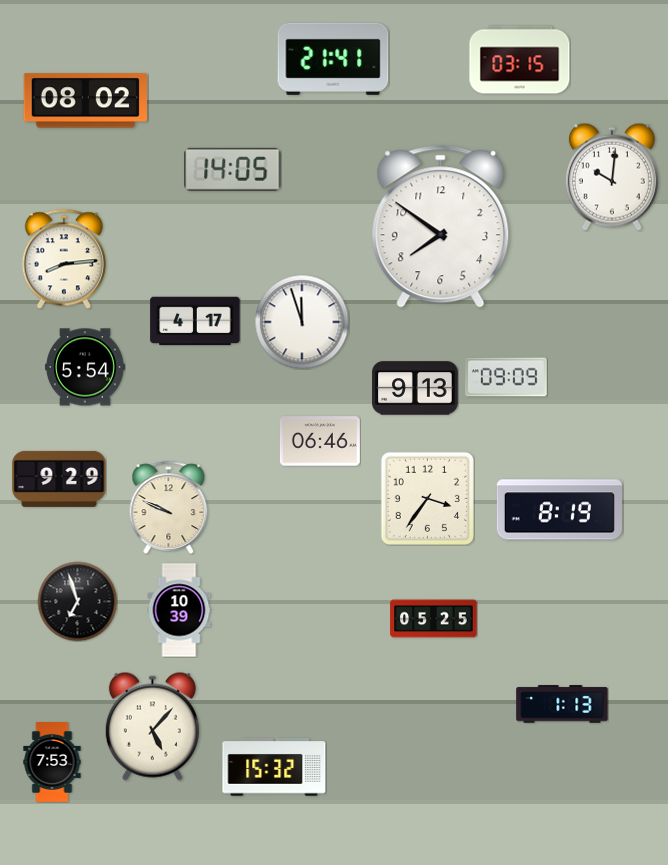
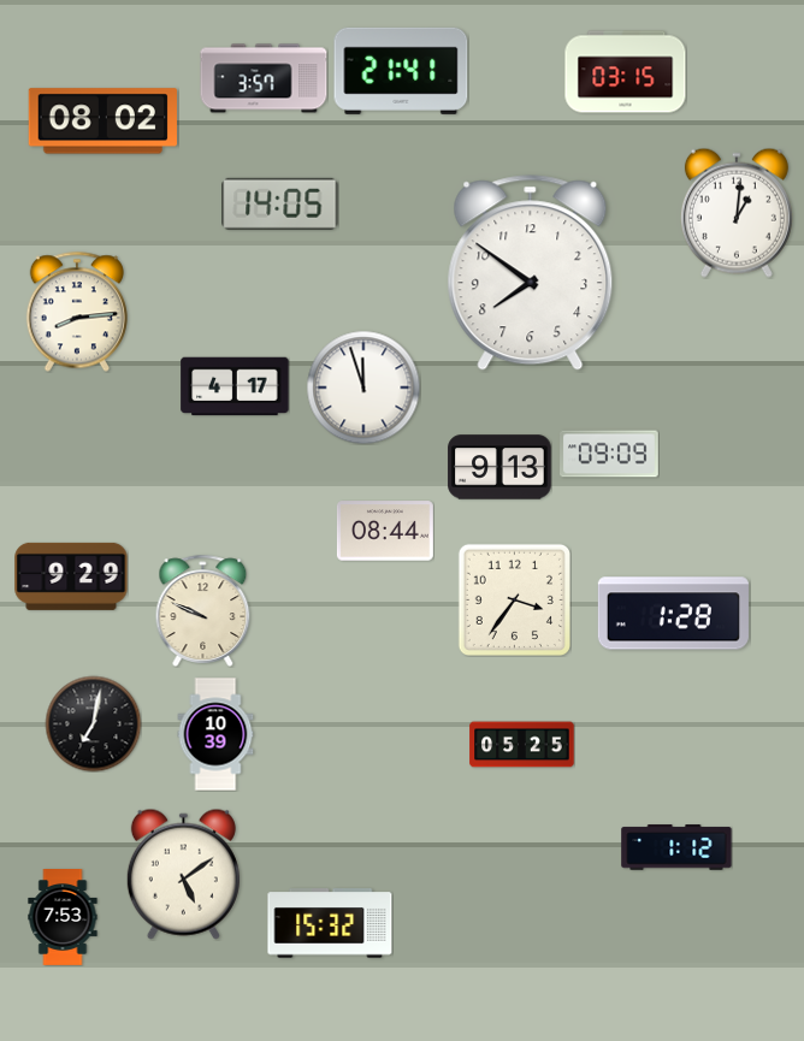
clock at (264, 78): none -> 3:57
clock at (612, 177): 10:01 -> 1:01
clock at (85, 367): 5:54 -> none
clock at (320, 441): 06:46 -> 08:44
clock at (559, 510): 8:19 -> 1:28
clock at (77, 601): 6:57 -> 7:02
clock at (562, 704): 1:13 -> 1:12
clock at (152, 726): 5:07 -> 5:09
